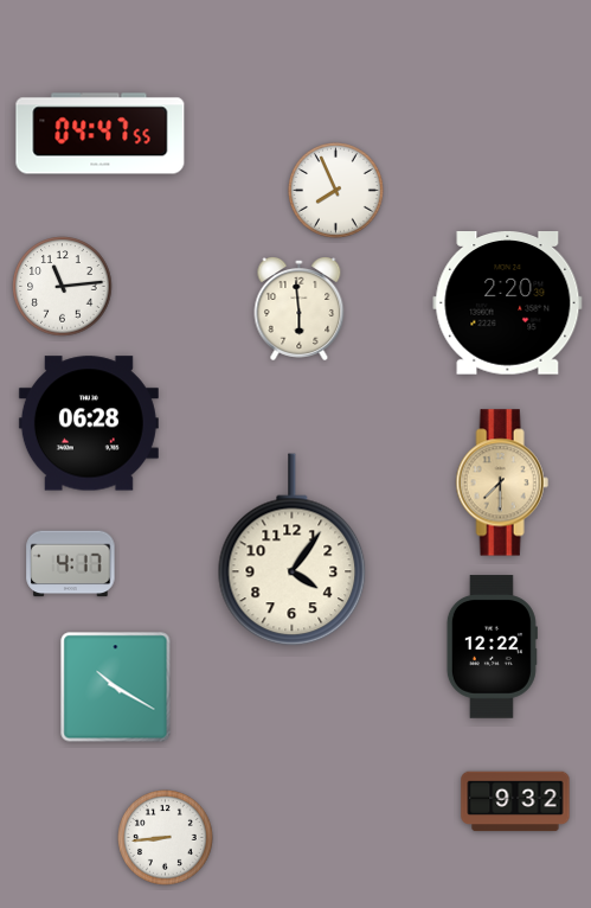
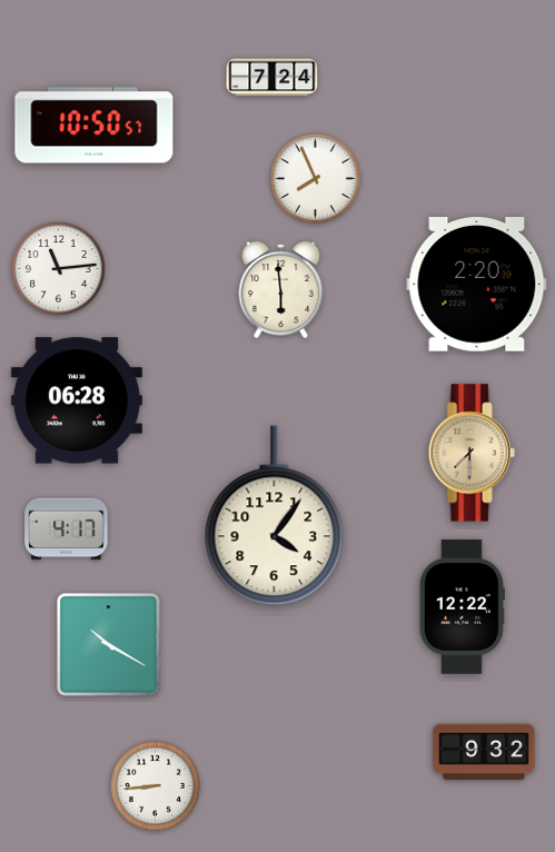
clock at (272, 78): none -> 7:24
clock at (101, 134): 04:47 -> 10:50
clock at (89, 423) position: (89, 423) -> (77, 400)
